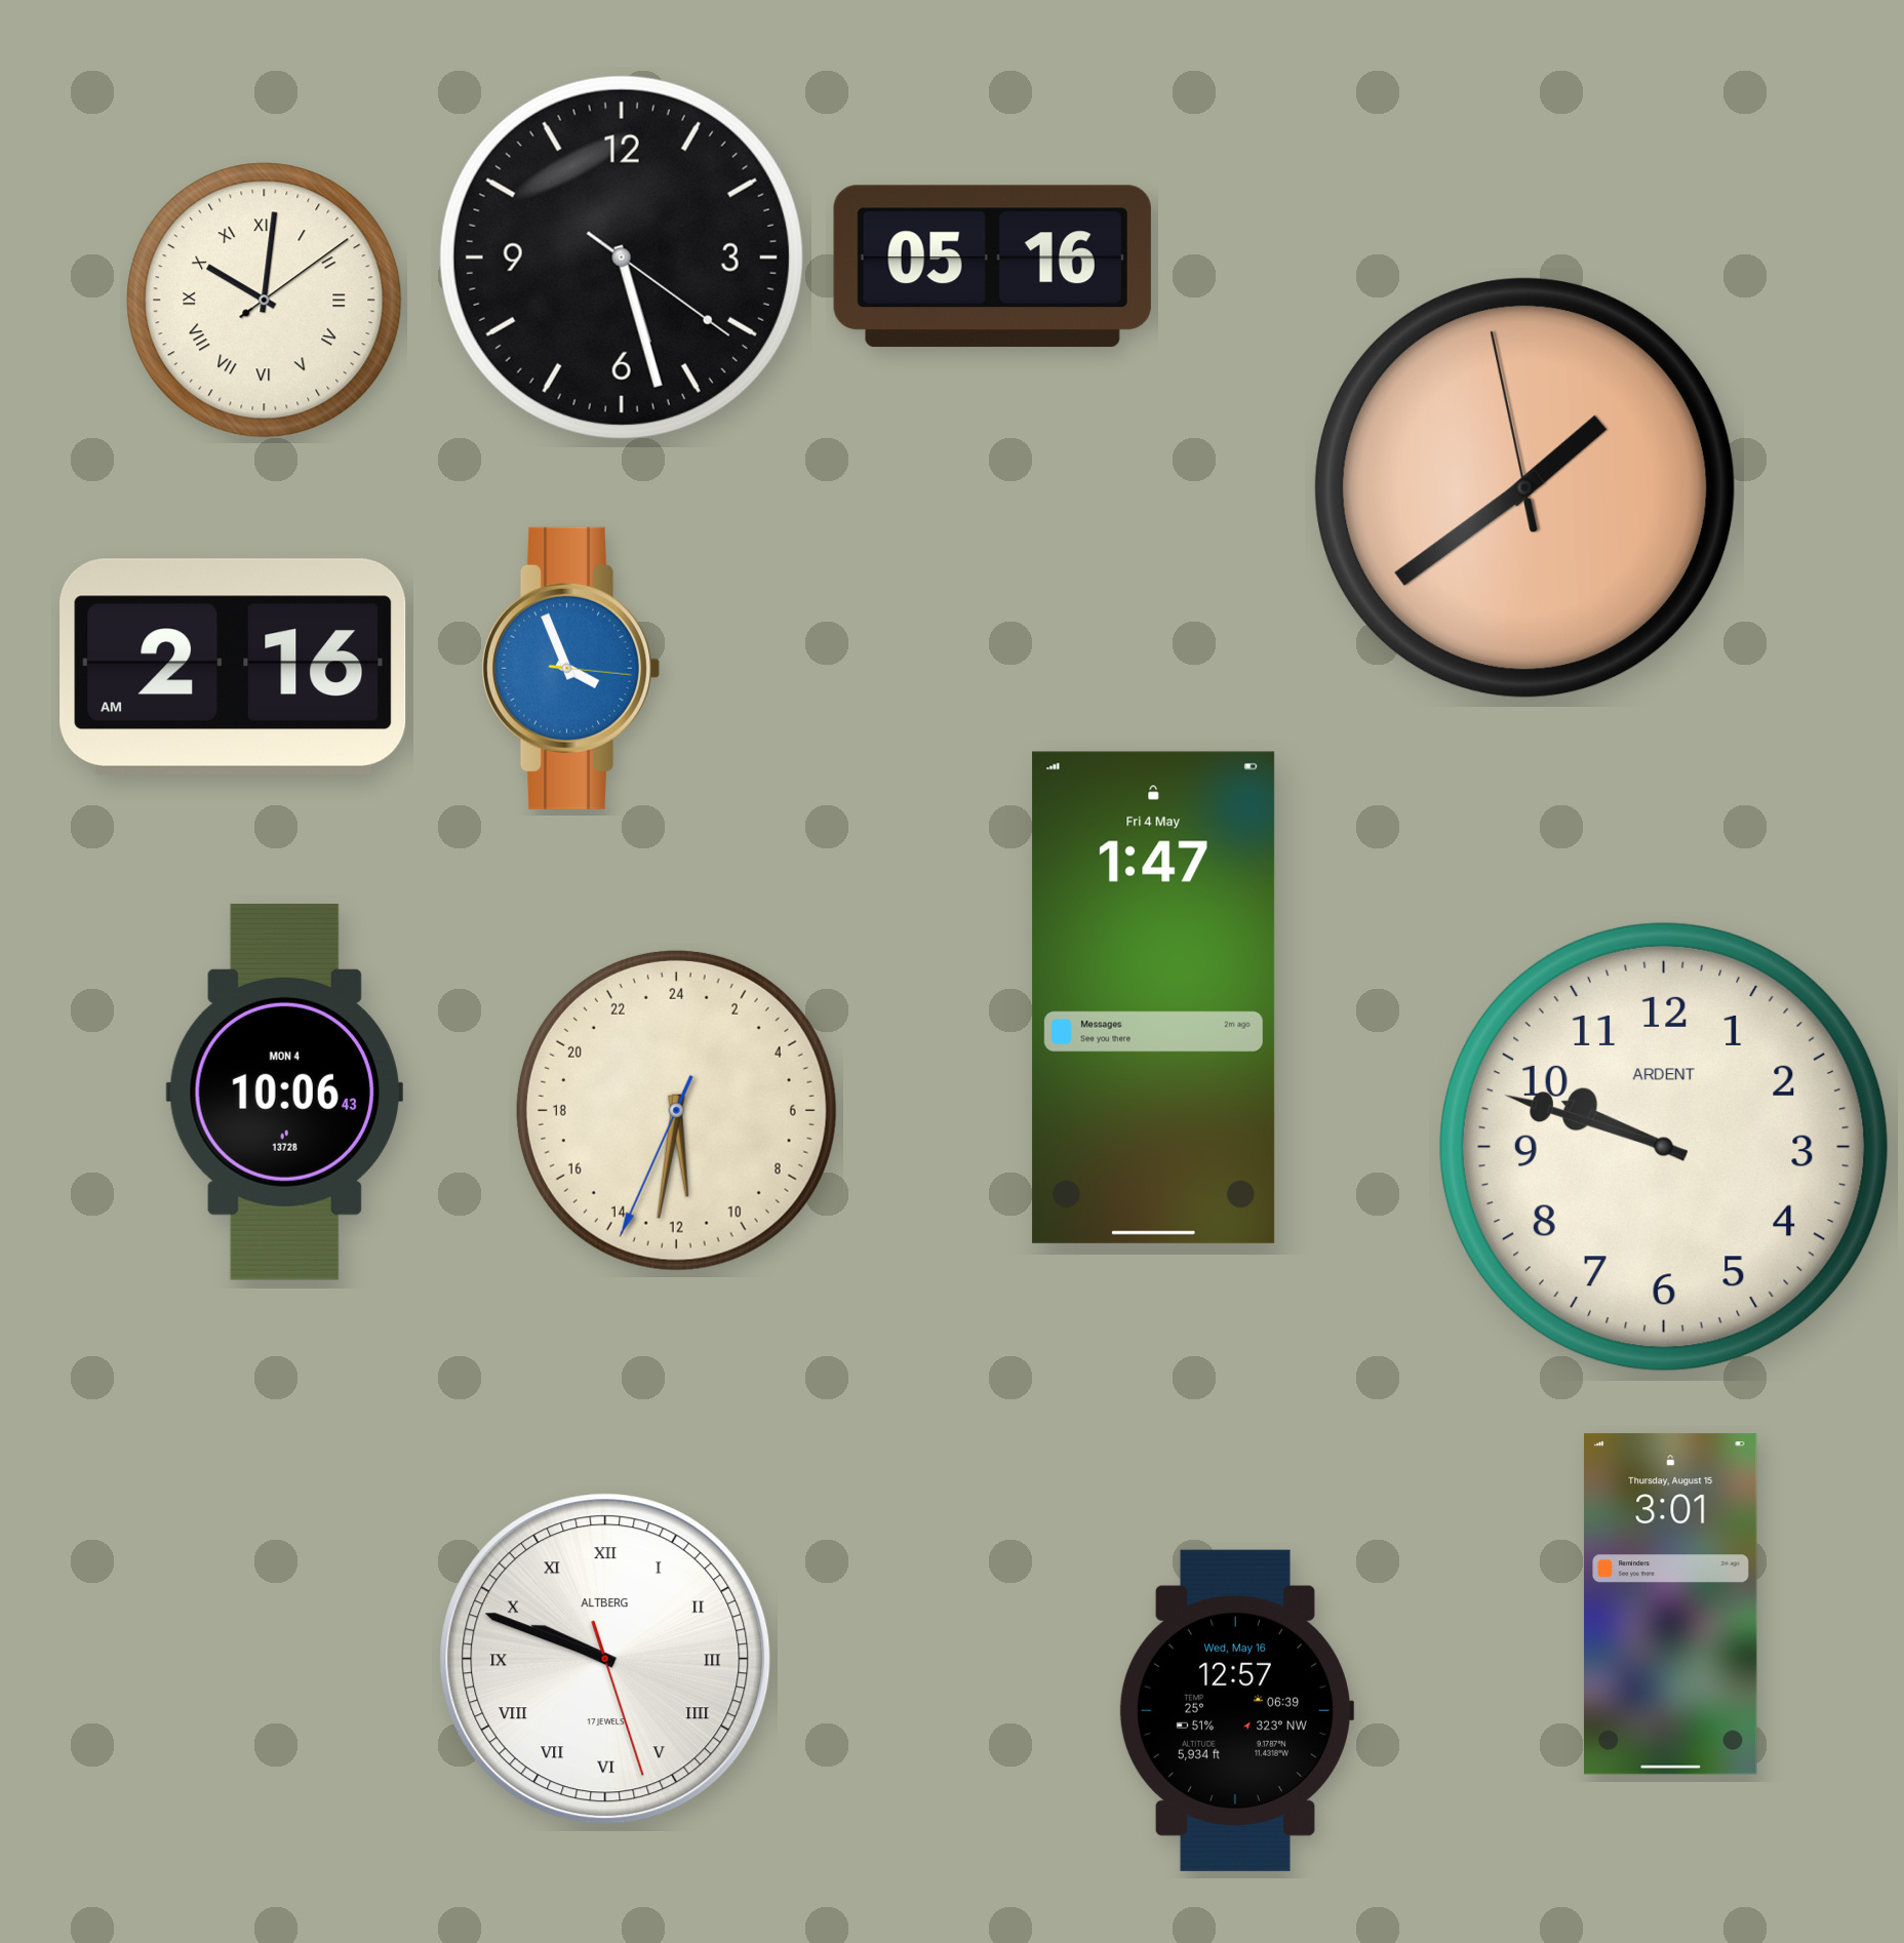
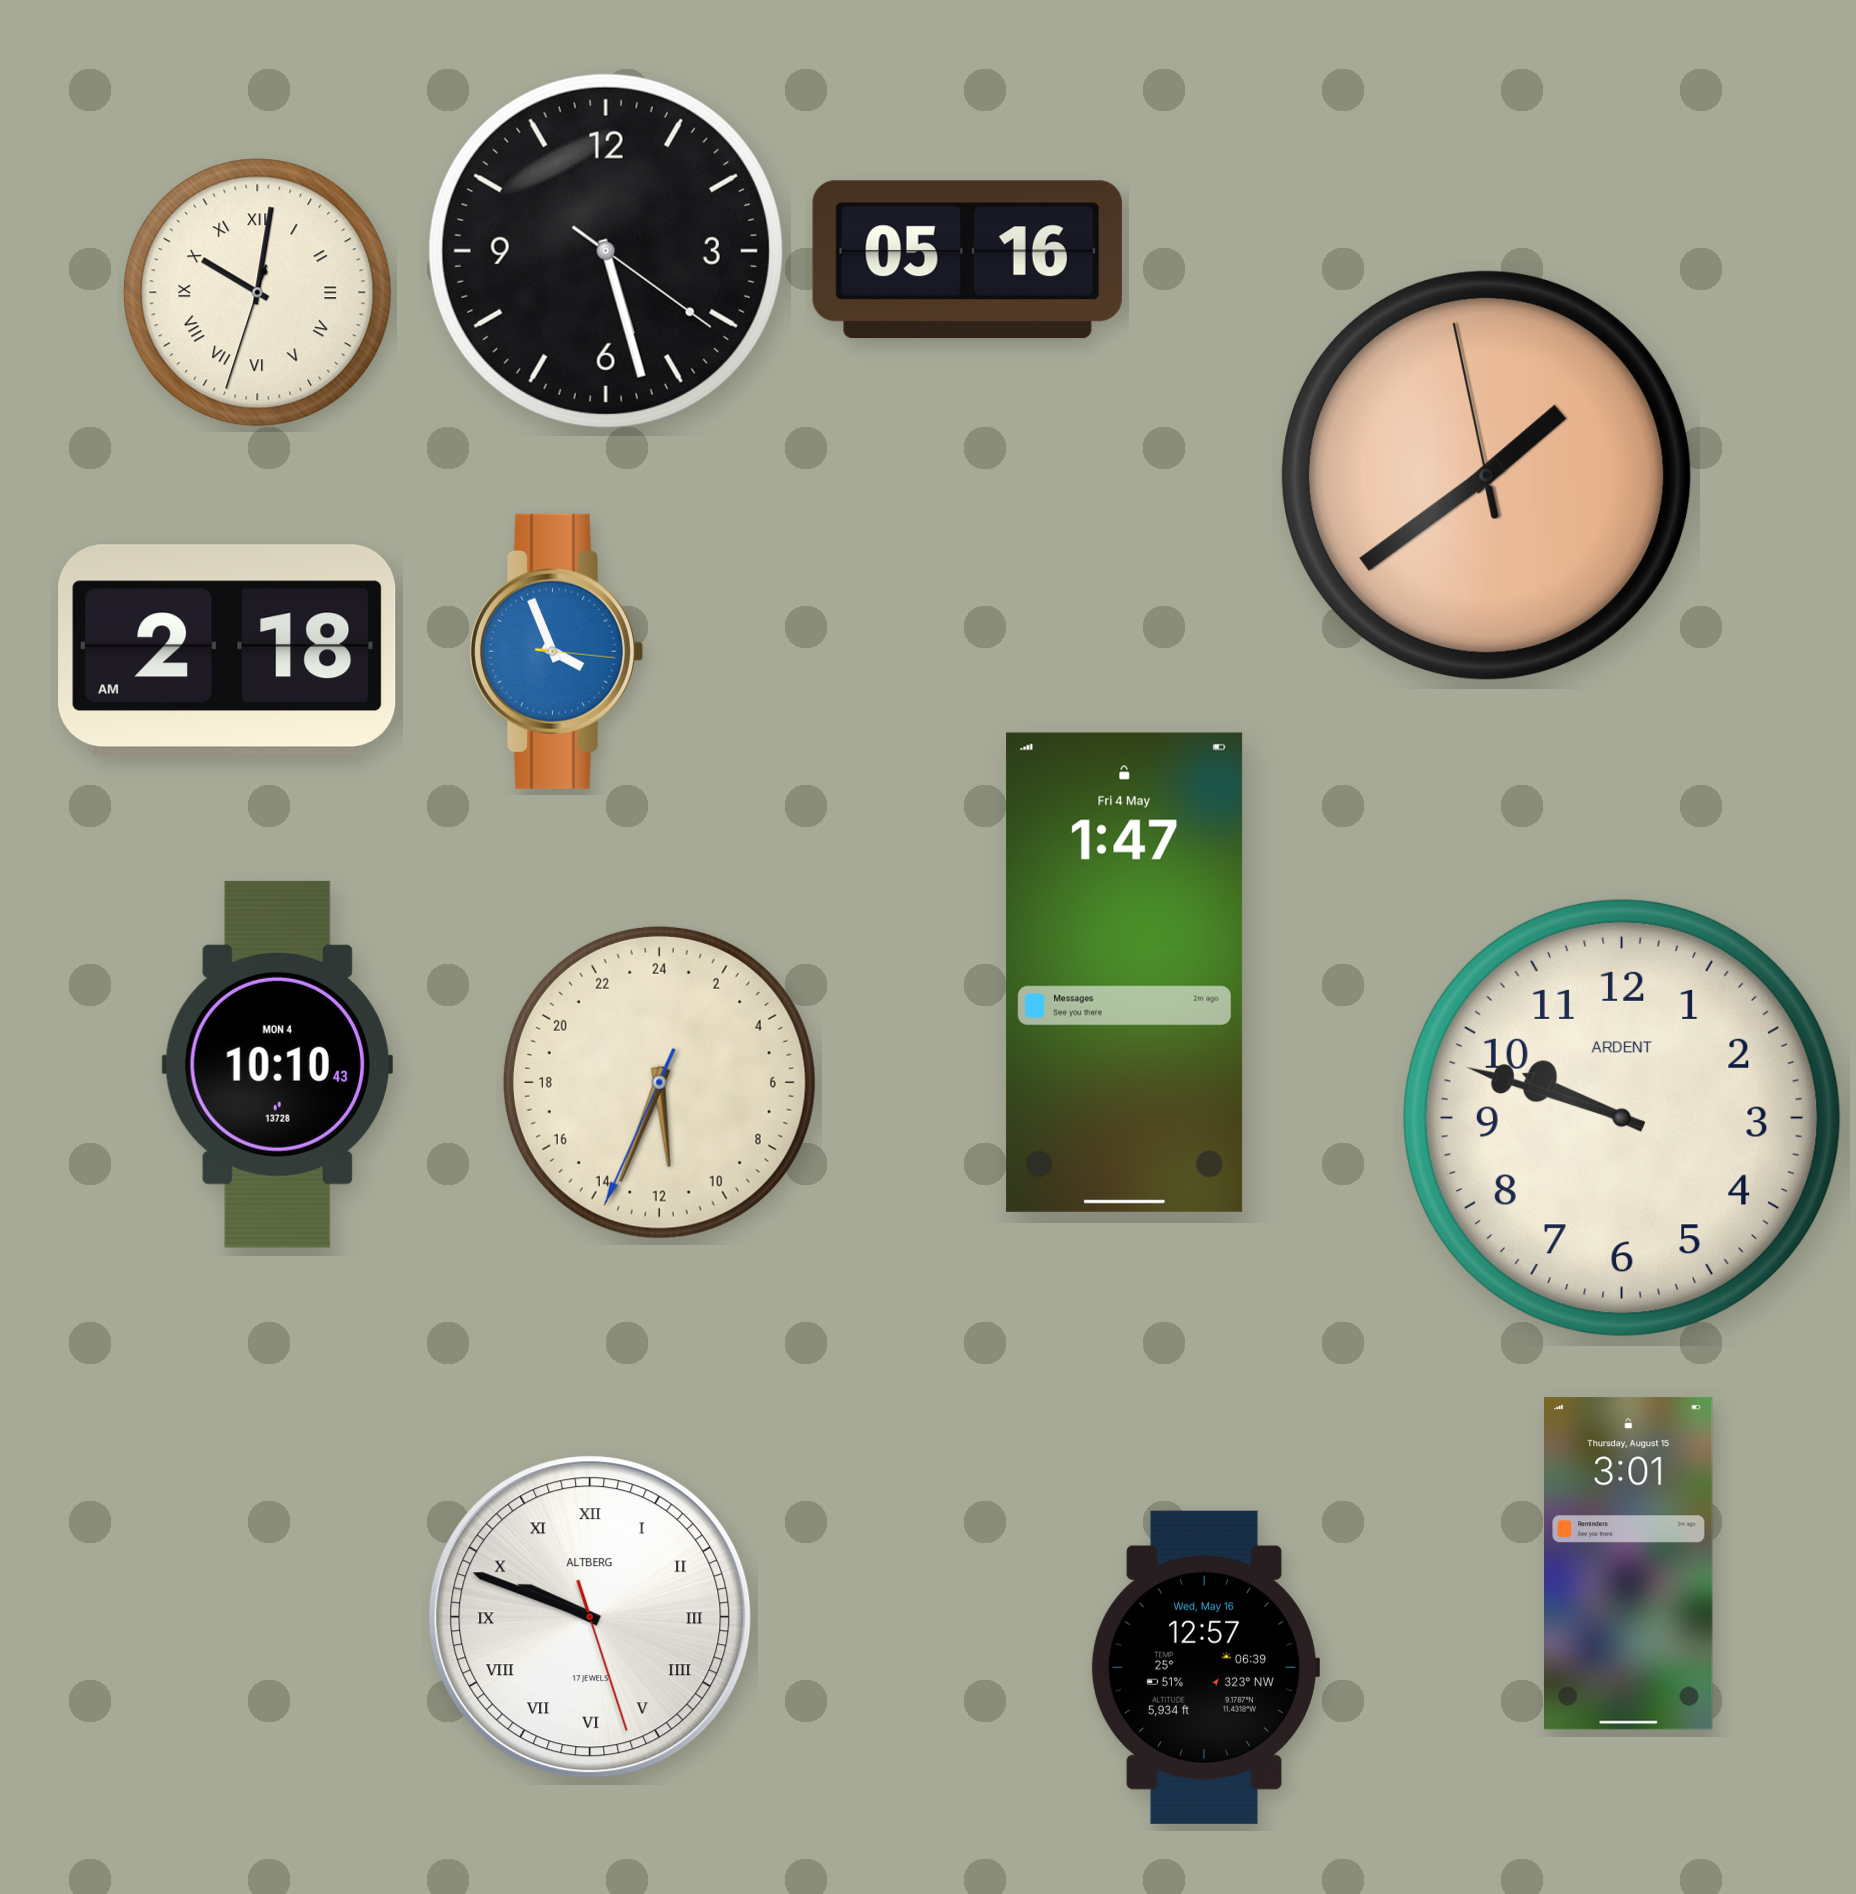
clock at (265, 301): 10:01:09 -> 10:01:33
clock at (233, 667): 2:16 -> 2:18
clock at (284, 1092): 10:06 -> 10:10
clock at (676, 1110): 11:31 -> 11:33
